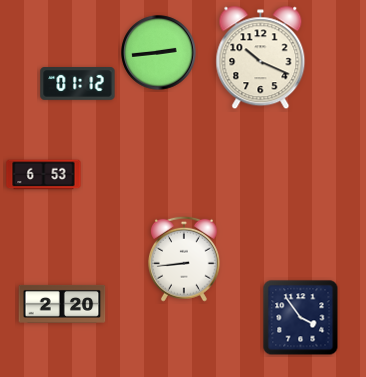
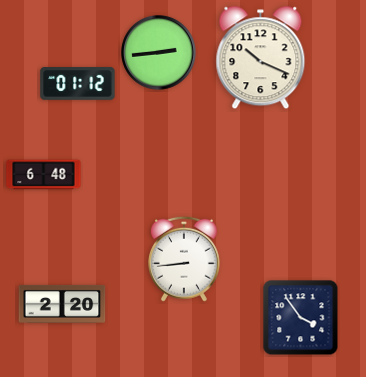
clock at (44, 175): 6:53 -> 6:48
